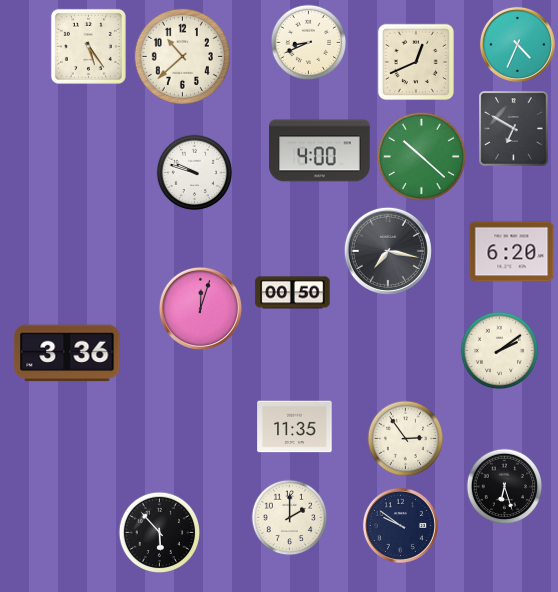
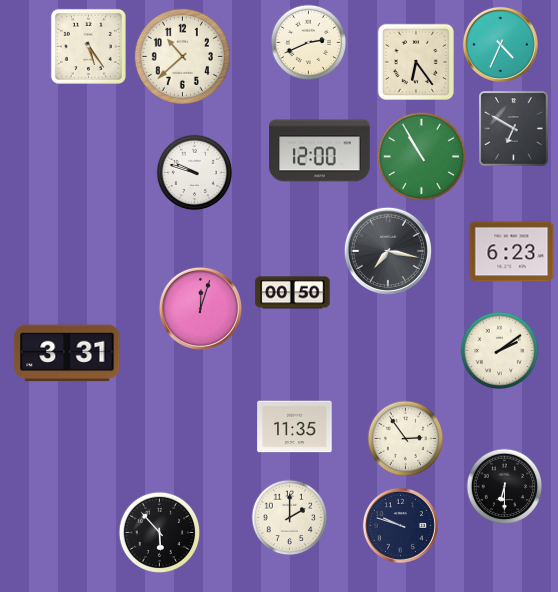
clock at (309, 43): 8:41 -> 2:41
clock at (517, 44) position: (517, 44) -> (500, 44)
clock at (416, 62): 12:41 -> 6:24
clock at (320, 151): 4:00 -> 12:00
clock at (421, 156): 10:22 -> 10:55
clock at (512, 252): 6:20 -> 6:23
clock at (67, 353): 3:36 -> 3:31
clock at (505, 487): 6:27 -> 6:30
clock at (400, 525): 9:51 -> 9:48
